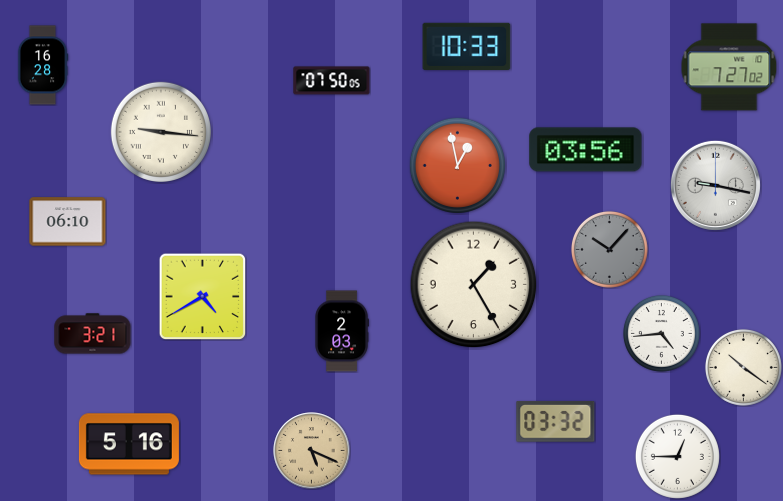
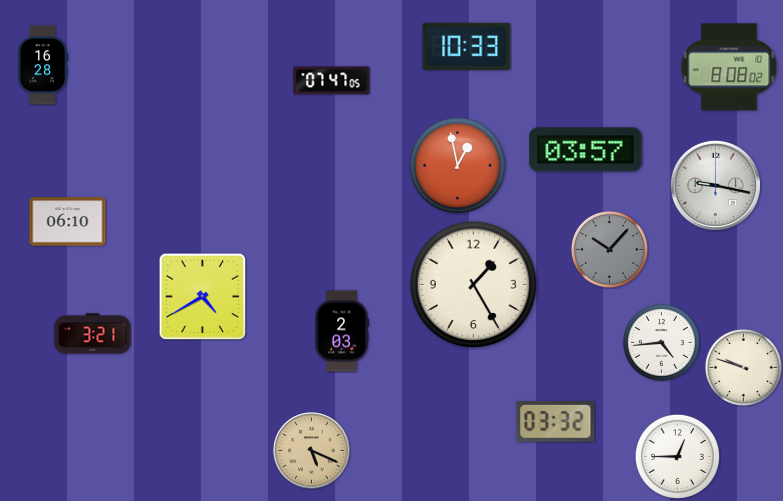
clock at (729, 67): 7:27 -> 8:08
clock at (332, 81): 07:50 -> 07:47
clock at (161, 132): 9:16 -> none
clock at (586, 150): 03:56 -> 03:57
clock at (661, 333) position: (661, 333) -> (661, 342)
clock at (743, 367): 10:21 -> 9:48
clock at (129, 444): 5:16 -> none
